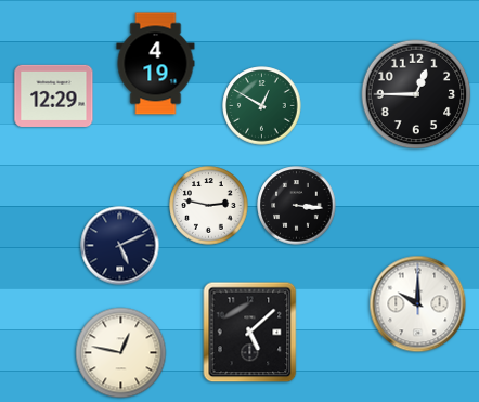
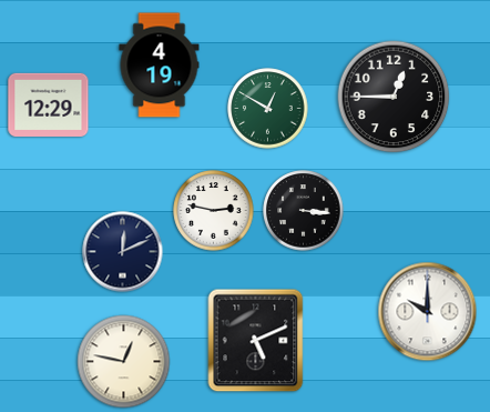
clock at (416, 94) position: (416, 94) -> (394, 97)
clock at (54, 95) position: (54, 95) -> (49, 104)
clock at (120, 246): 5:11 -> 12:11
clock at (250, 333): 5:08 -> 5:11
